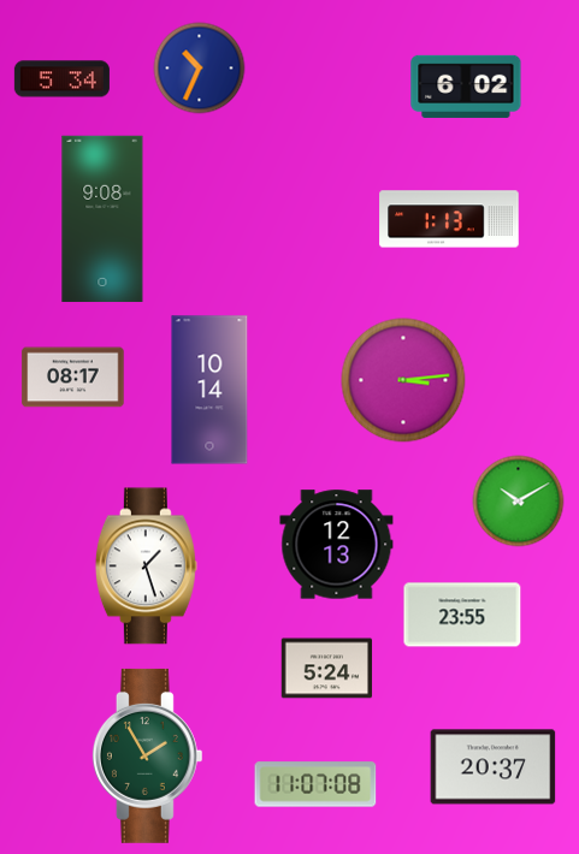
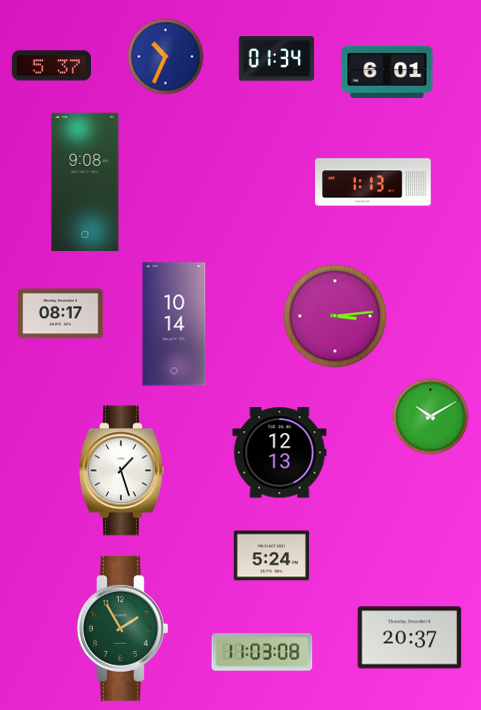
clock at (277, 59): none -> 01:34
clock at (61, 79): 5:34 -> 5:37
clock at (466, 87): 6:02 -> 6:01
clock at (462, 615): 23:55 -> none
clock at (315, 784): 11:07 -> 11:03
